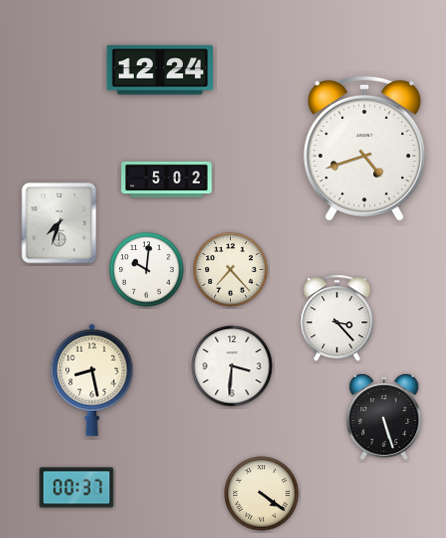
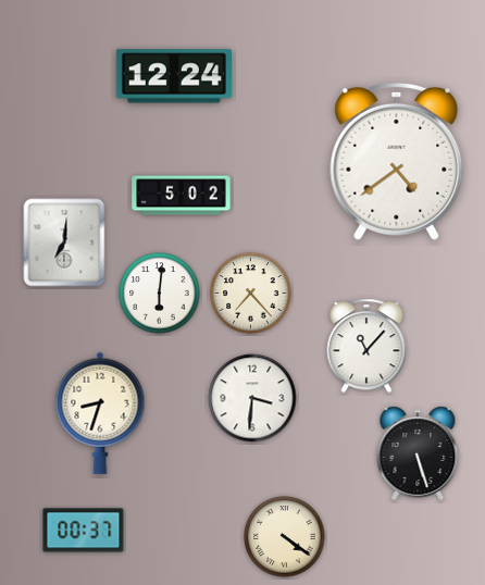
clock at (365, 148): 4:42 -> 4:39
clock at (59, 223): 7:33 -> 7:01
clock at (147, 270): 10:01 -> 6:01
clock at (337, 318): 3:23 -> 11:07
clock at (92, 380): 8:28 -> 8:33
